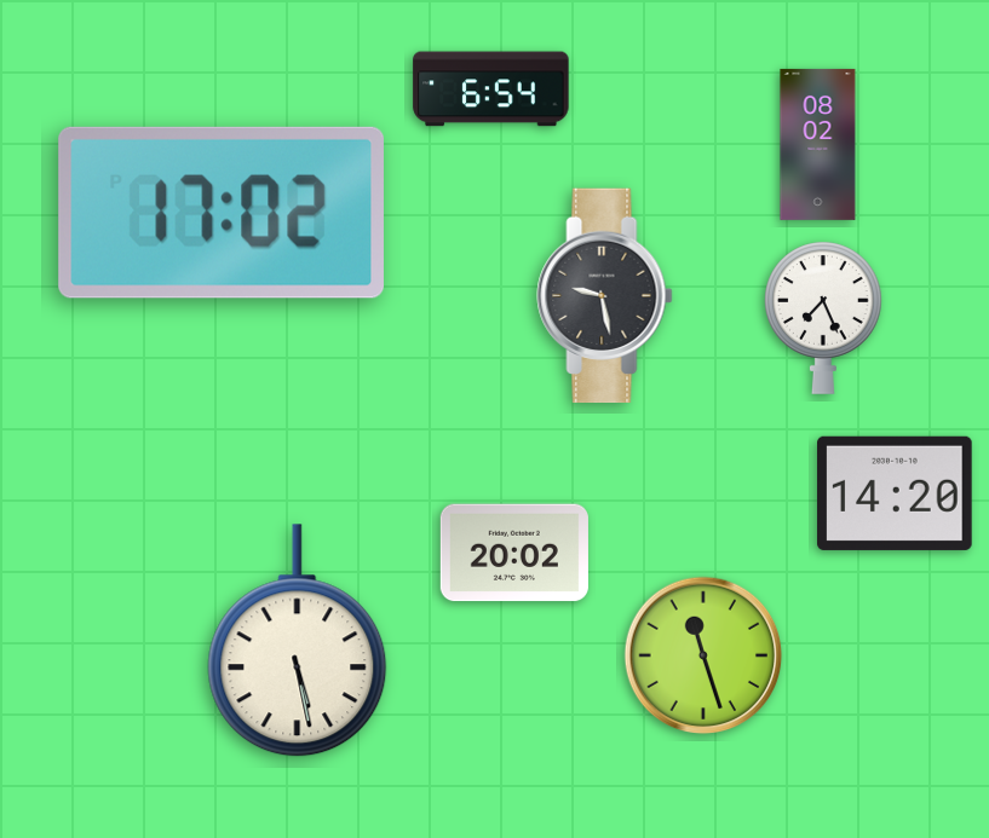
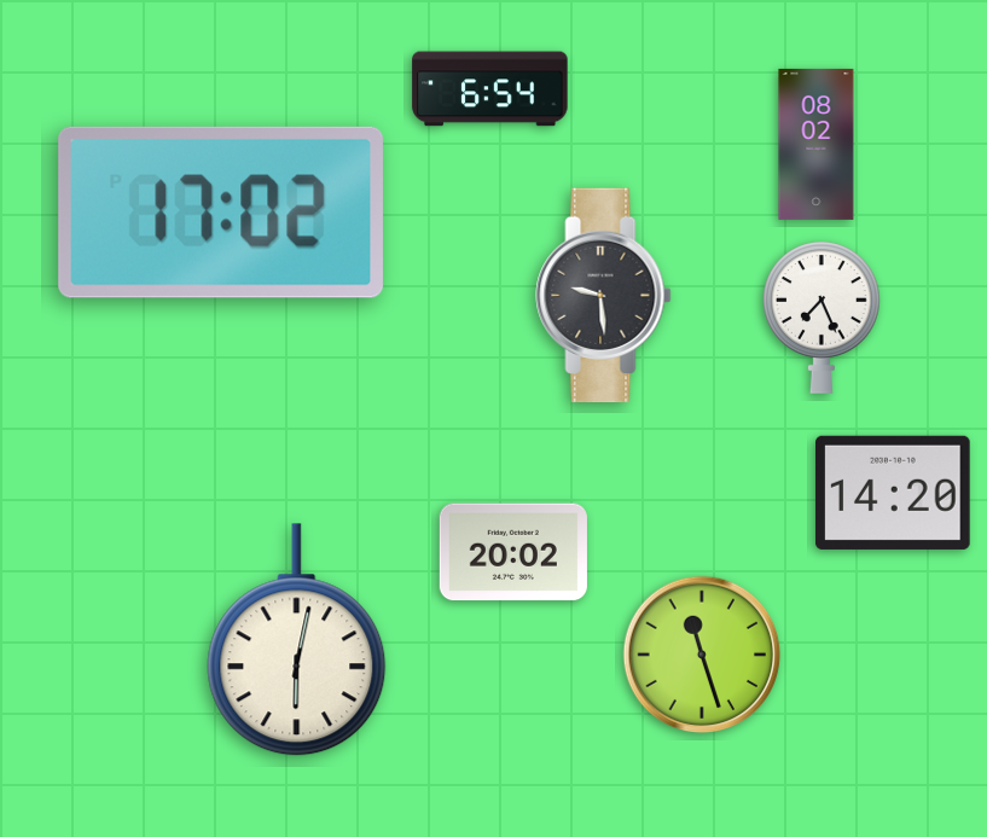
clock at (605, 296): 9:28 -> 9:29
clock at (298, 641): 5:28 -> 6:02
